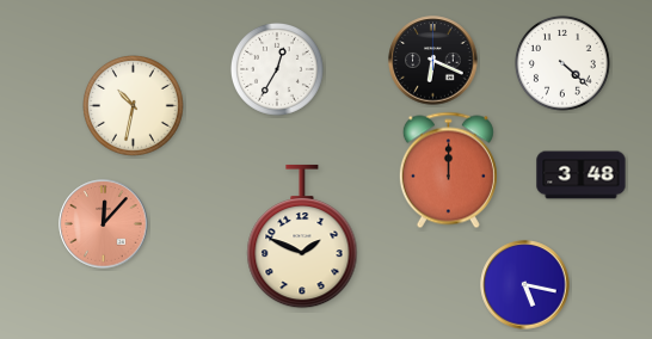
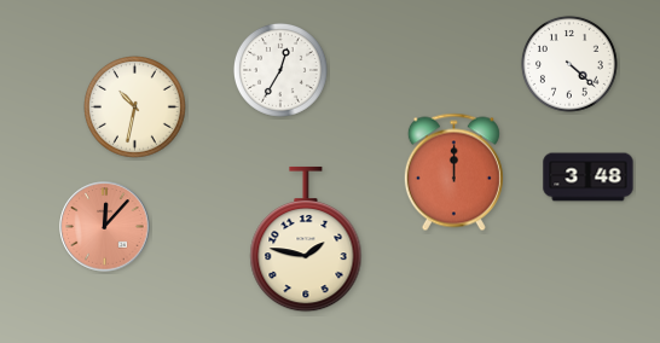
clock at (433, 61): 6:19 -> none
clock at (302, 236): 1:49 -> 1:47
clock at (525, 285): 5:17 -> none
